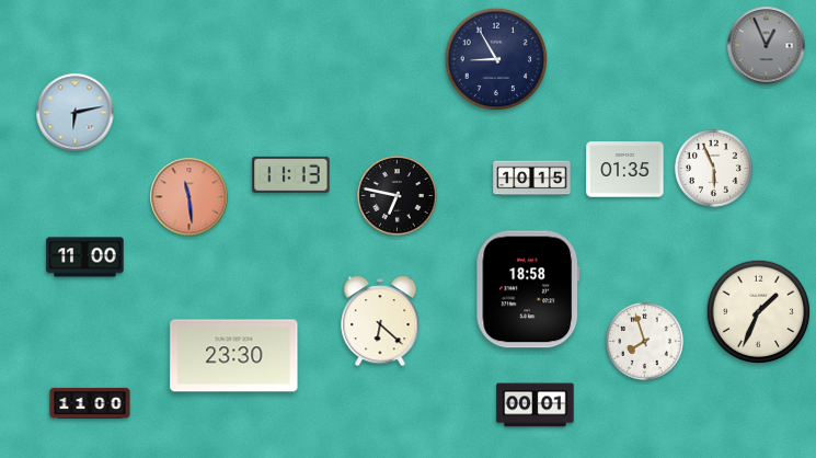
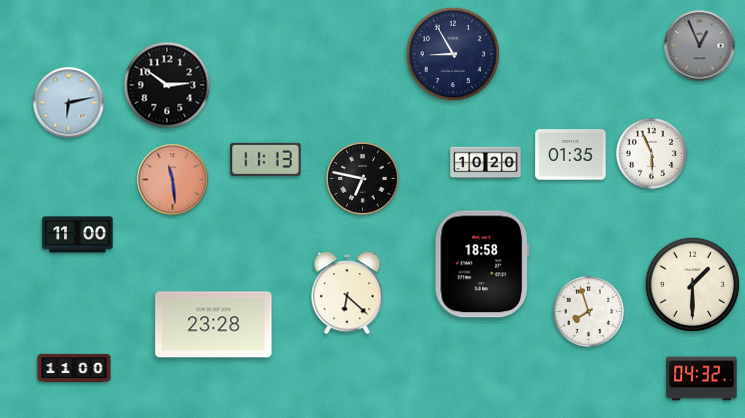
clock at (767, 46) position: (767, 46) -> (700, 46)
clock at (167, 85): none -> 2:51
clock at (532, 179): 10:15 -> 10:20
clock at (759, 312): 1:34 -> 1:30
clock at (234, 356): 23:30 -> 23:28
clock at (90, 403) position: (90, 403) -> (74, 368)
clock at (536, 405): 00:01 -> none
clock at (702, 379): none -> 04:32
